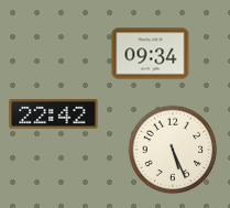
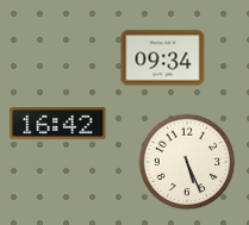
clock at (54, 114): 22:42 -> 16:42
